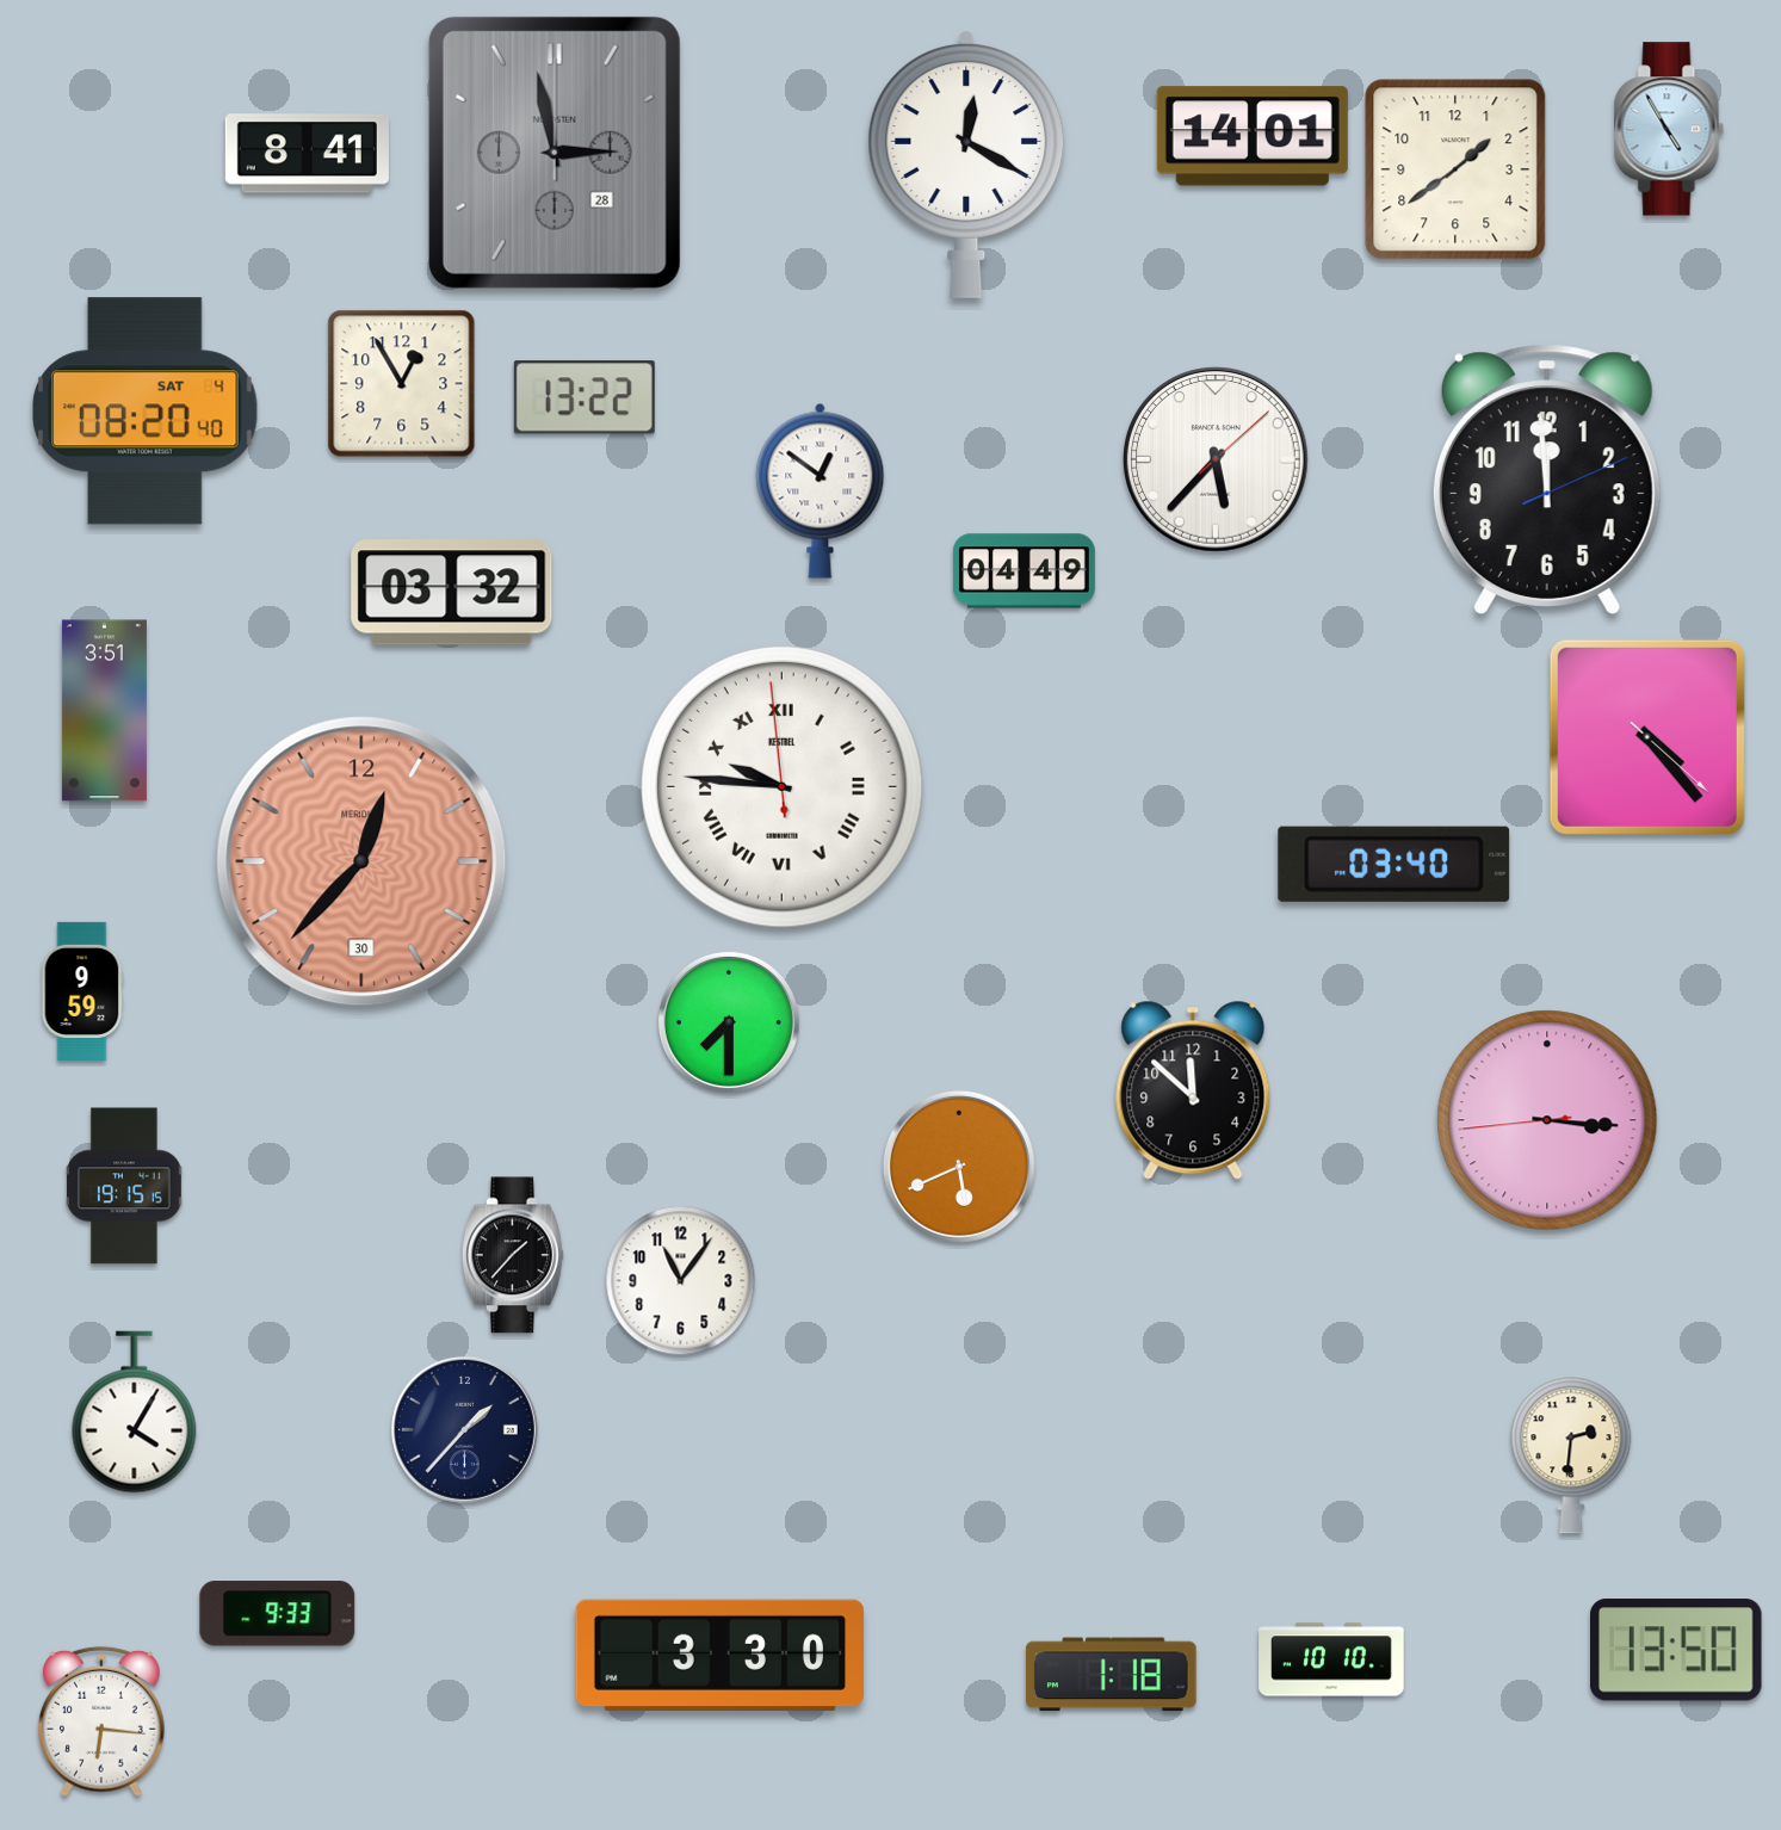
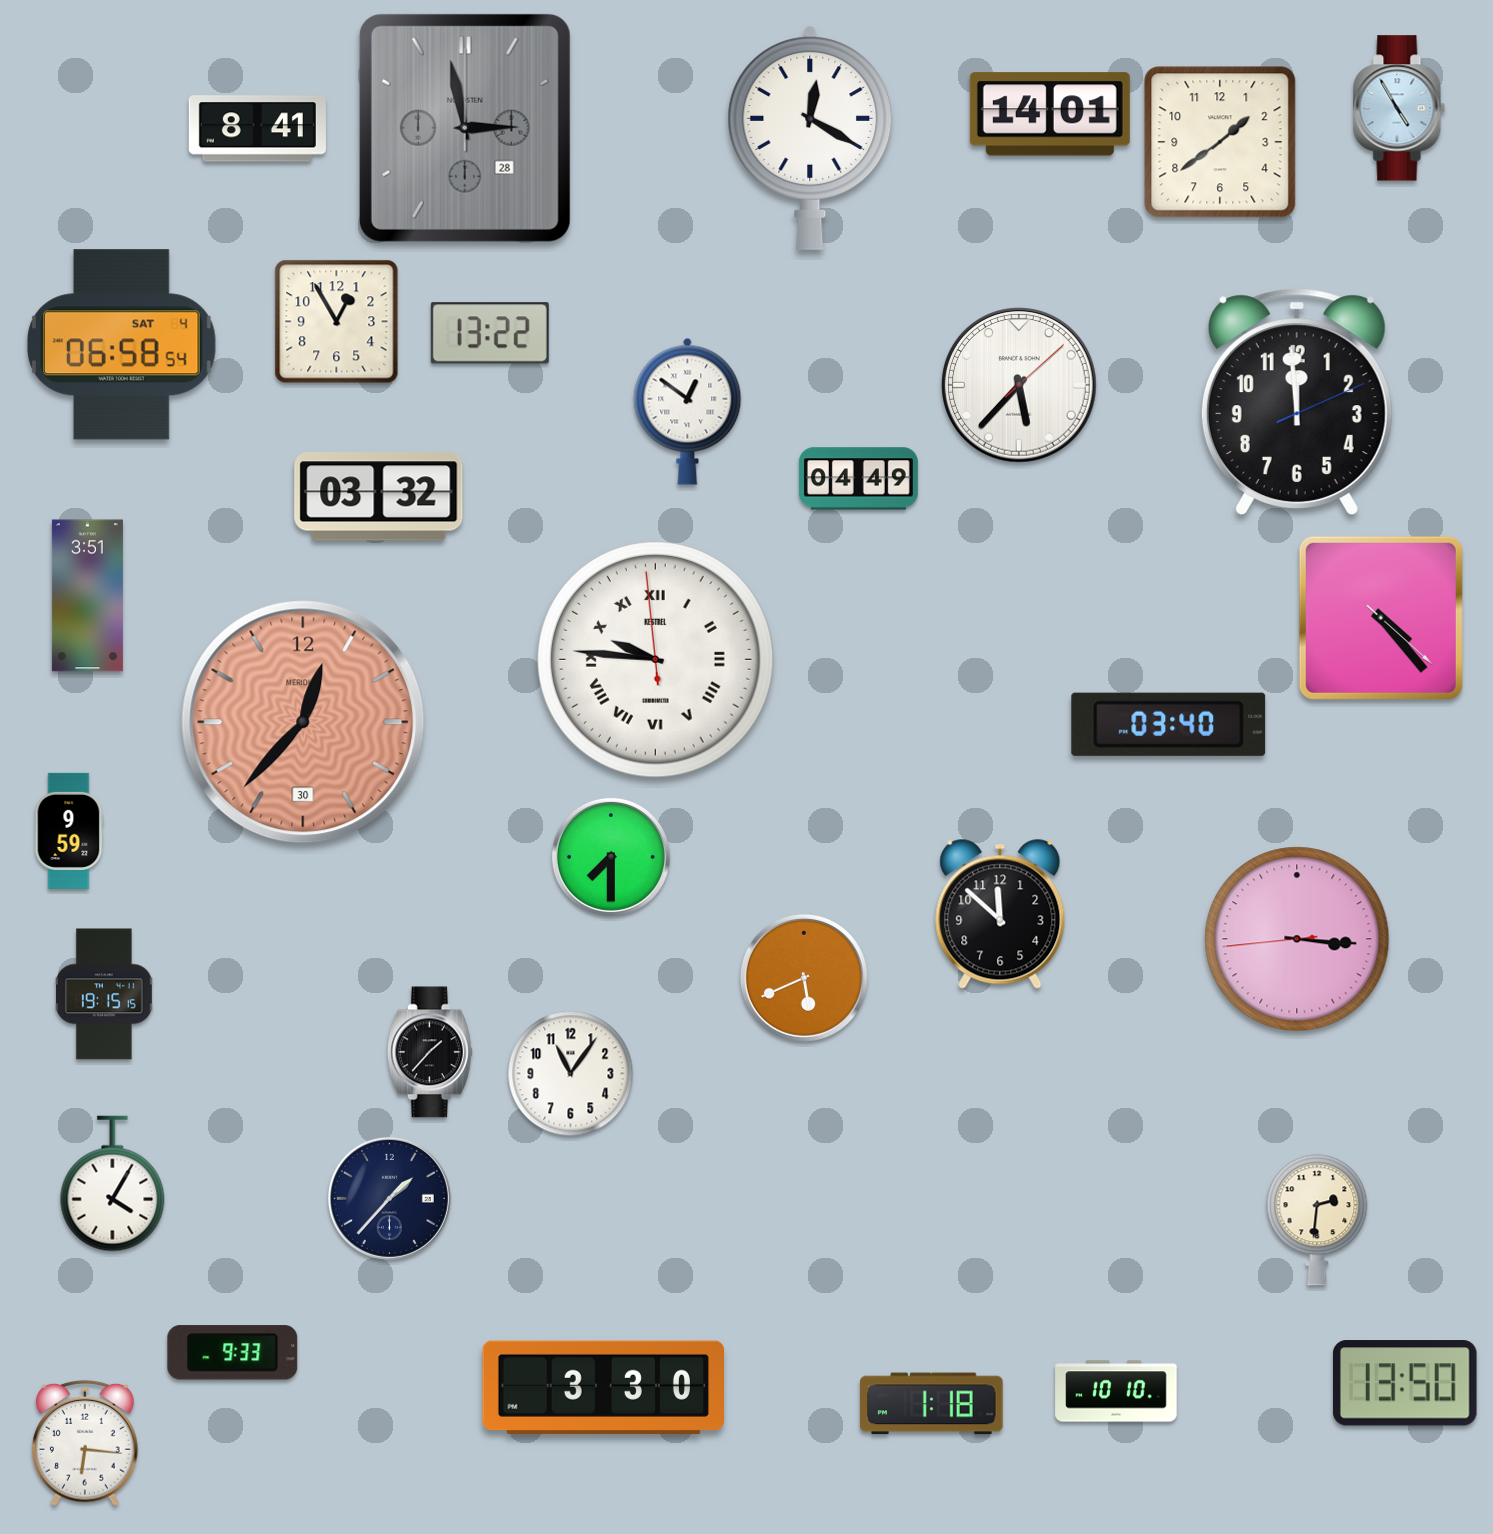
clock at (146, 412): 08:20 -> 06:58
